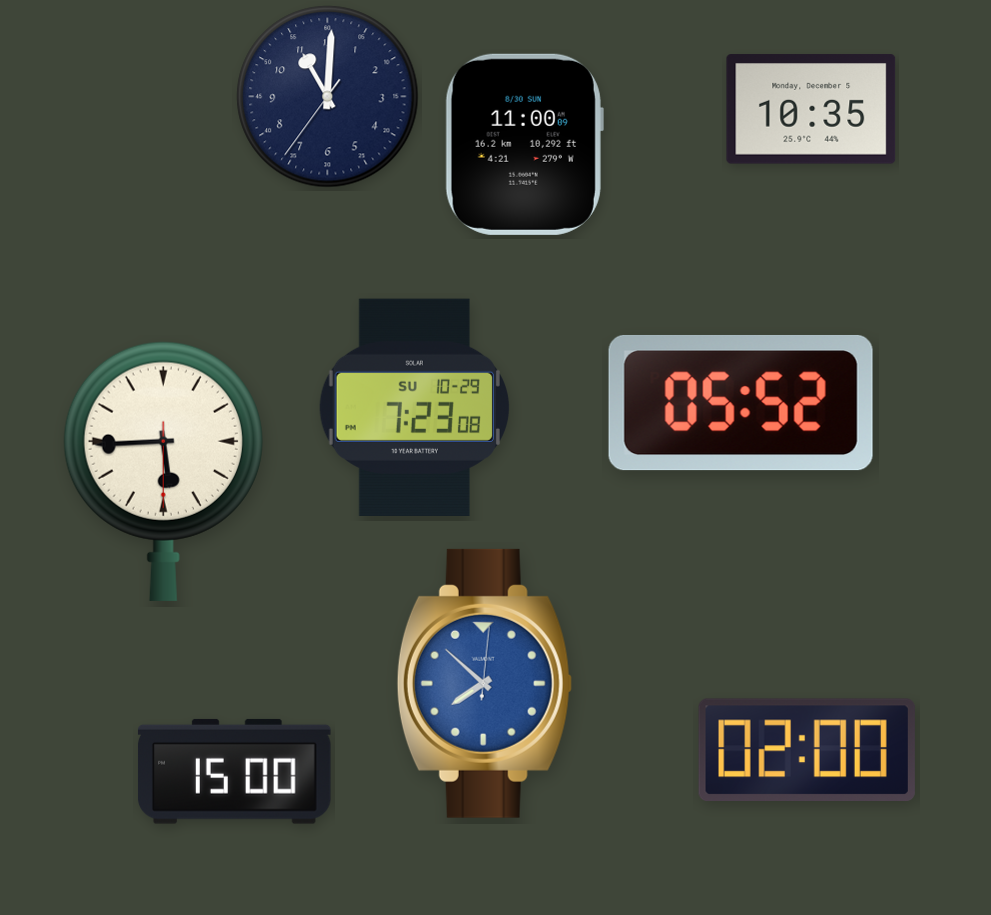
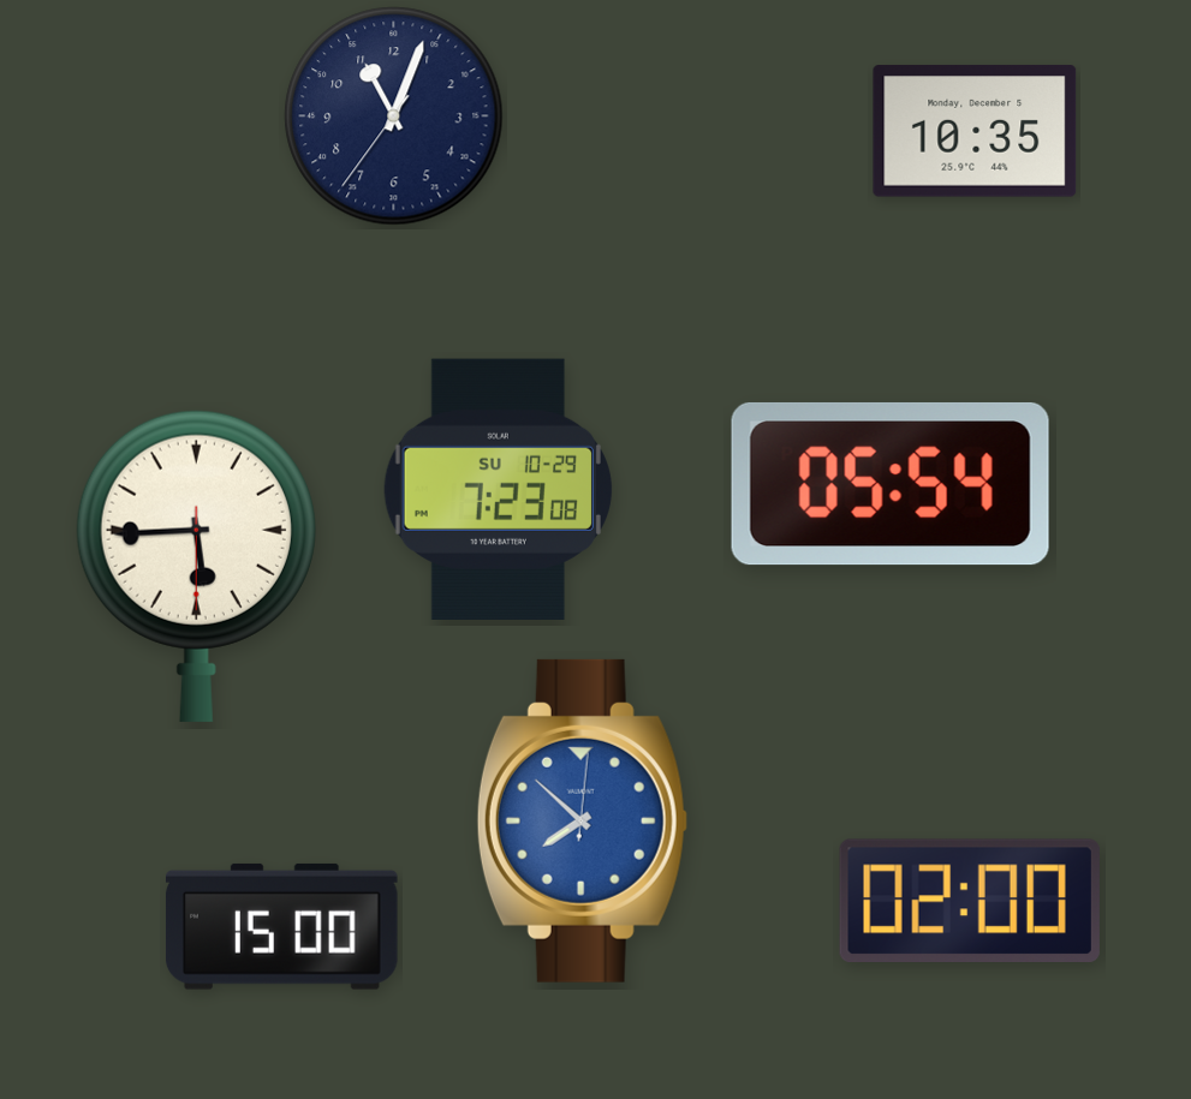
clock at (328, 97): 11:00 -> 11:03
clock at (524, 144): 11:00 -> none
clock at (741, 403): 05:52 -> 05:54
